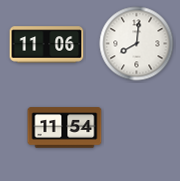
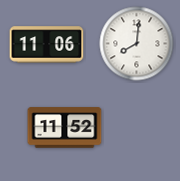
clock at (65, 128): 11:54 -> 11:52
